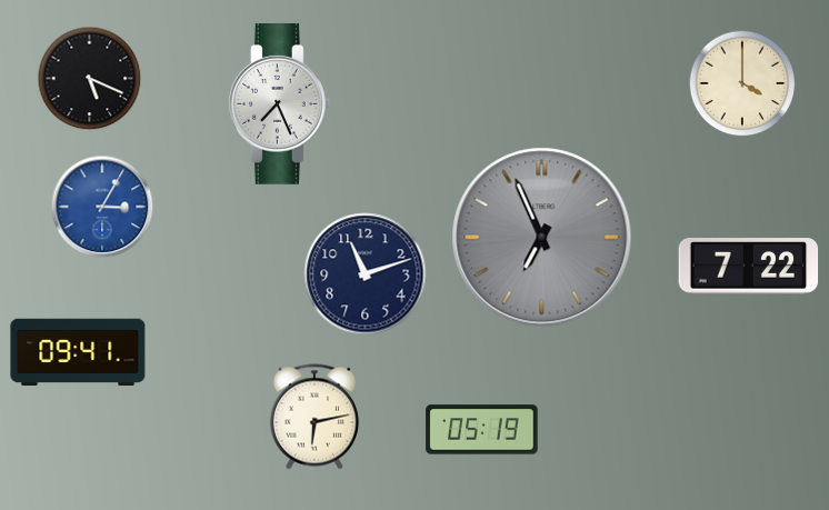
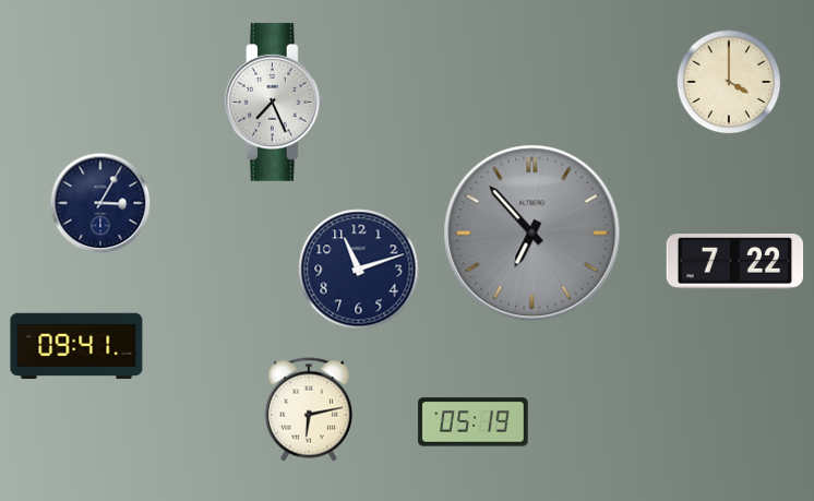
clock at (90, 79): 5:19 -> none
clock at (102, 207) dial: blue -> navy
clock at (542, 238): 6:56 -> 6:53
